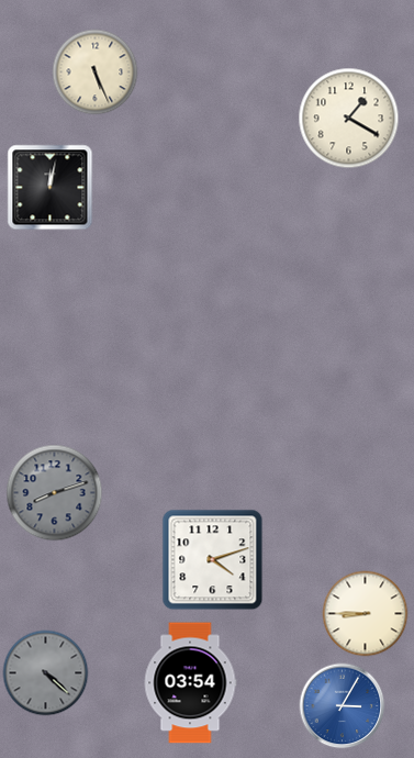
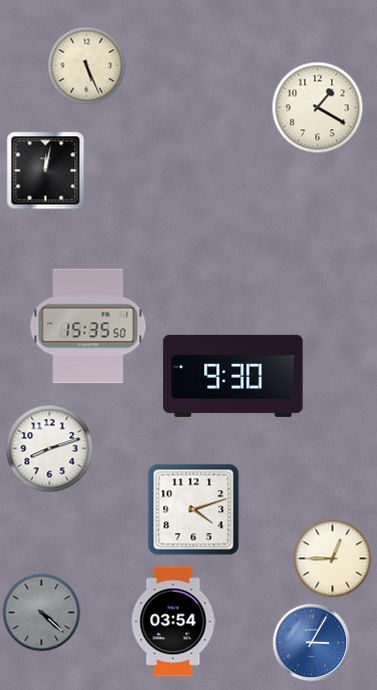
clock at (88, 326): none -> 15:35
clock at (233, 376): none -> 9:30
clock at (54, 492) dial: grey -> white
clock at (365, 613): 8:45 -> 12:45
